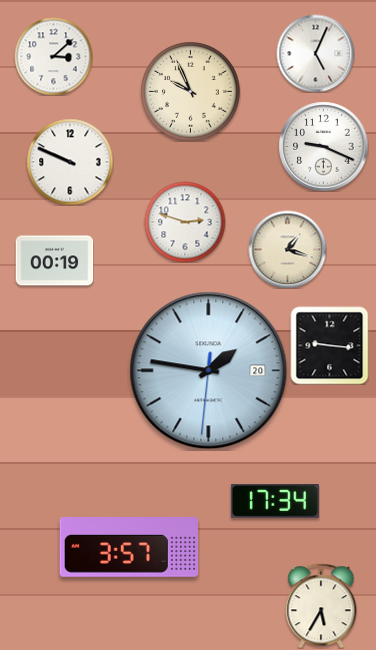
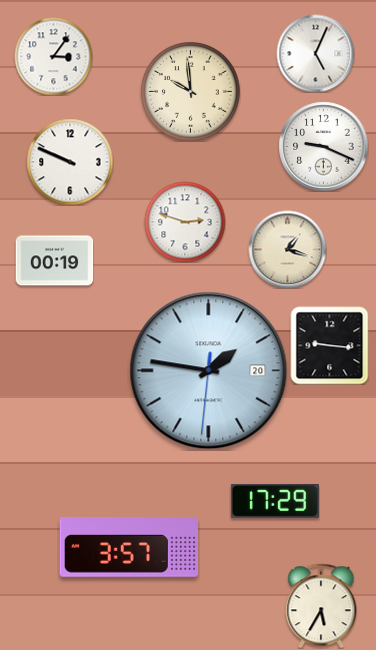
clock at (53, 56): 3:08 -> 3:06
clock at (191, 92): 9:56 -> 9:59
clock at (275, 501): 17:34 -> 17:29
